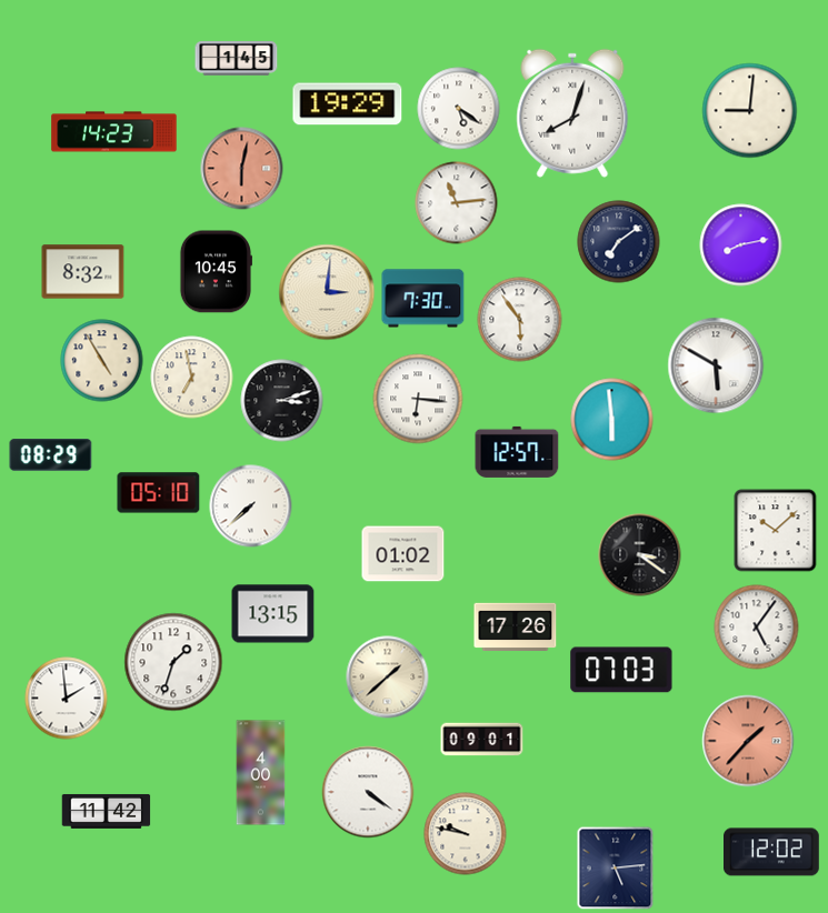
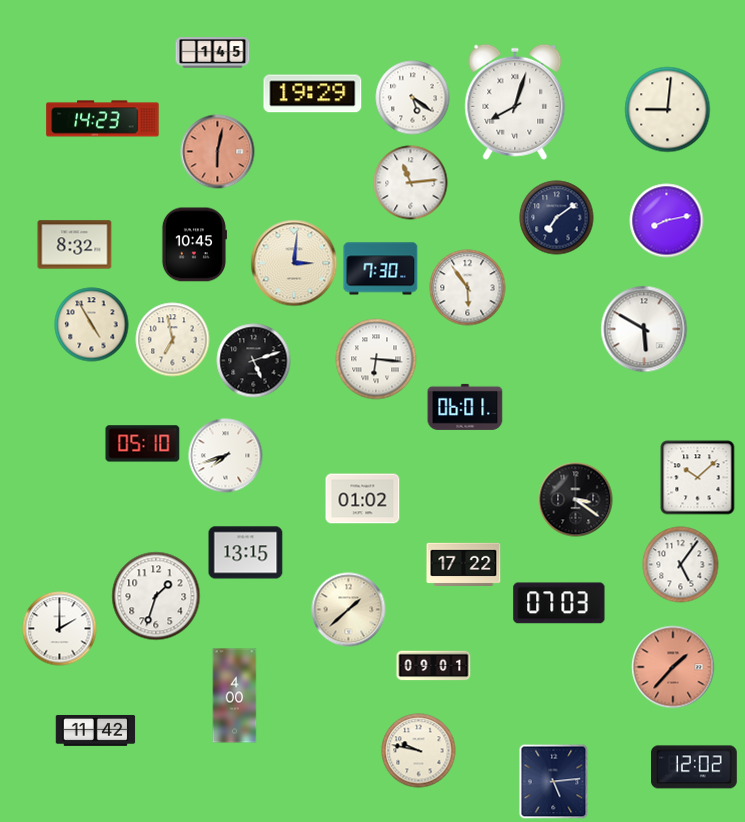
clock at (750, 111) position: (750, 111) -> (668, 110)
clock at (282, 401): 3:12 -> 5:12
clock at (612, 420): 5:59 -> none
clock at (517, 452): 12:57 -> 06:01
clock at (51, 455): 08:29 -> none
clock at (251, 506): 7:38 -> 7:42
clock at (516, 626): 17:26 -> 17:22
clock at (67, 699): 1:59 -> 2:00
clock at (368, 792): 4:21 -> none
